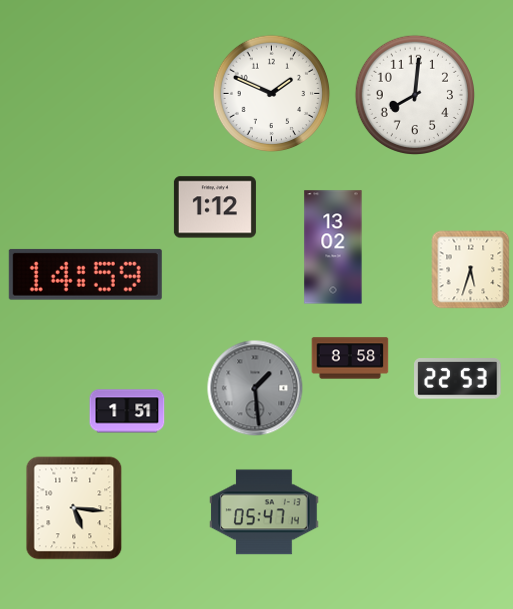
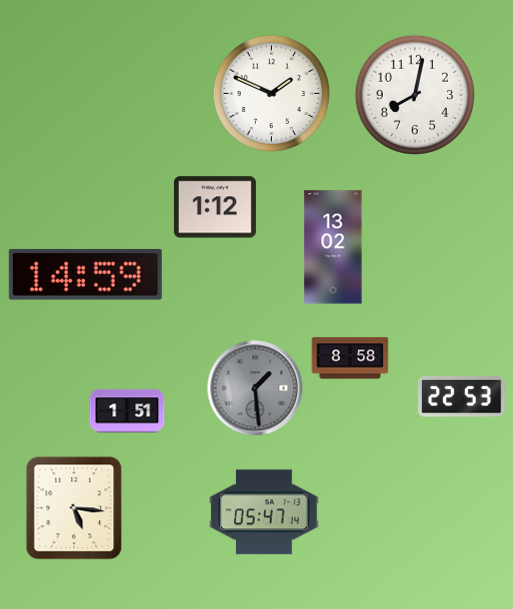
clock at (414, 94): 8:01 -> 8:02
clock at (471, 270): 5:33 -> none
clock at (458, 379) position: (458, 379) -> (462, 397)
